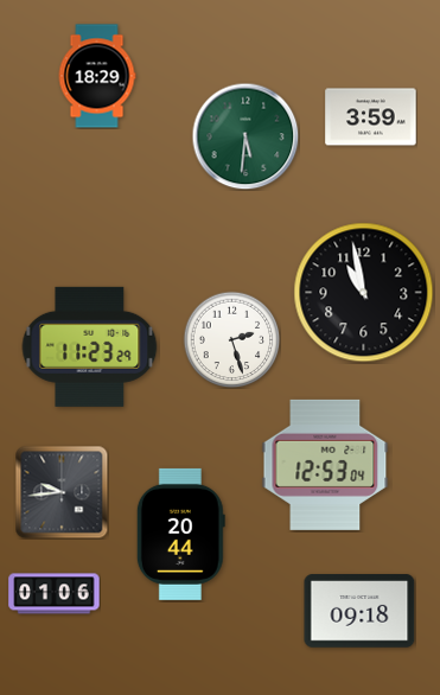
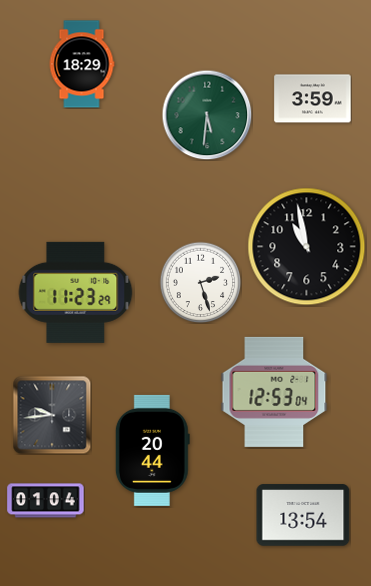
clock at (231, 339) position: (231, 339) -> (200, 282)
clock at (55, 594): 01:06 -> 01:04
clock at (359, 611): 09:18 -> 13:54
